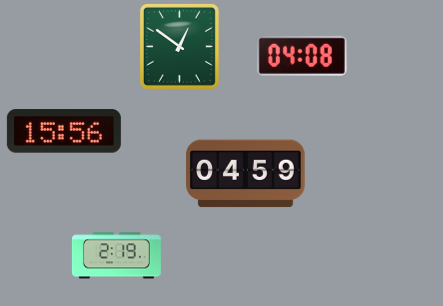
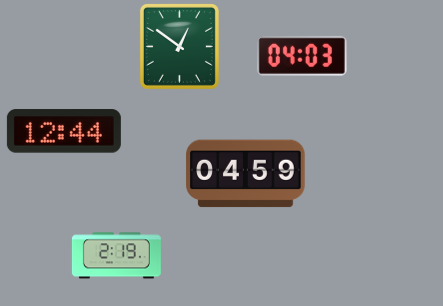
clock at (302, 56): 04:08 -> 04:03
clock at (64, 131): 15:56 -> 12:44
